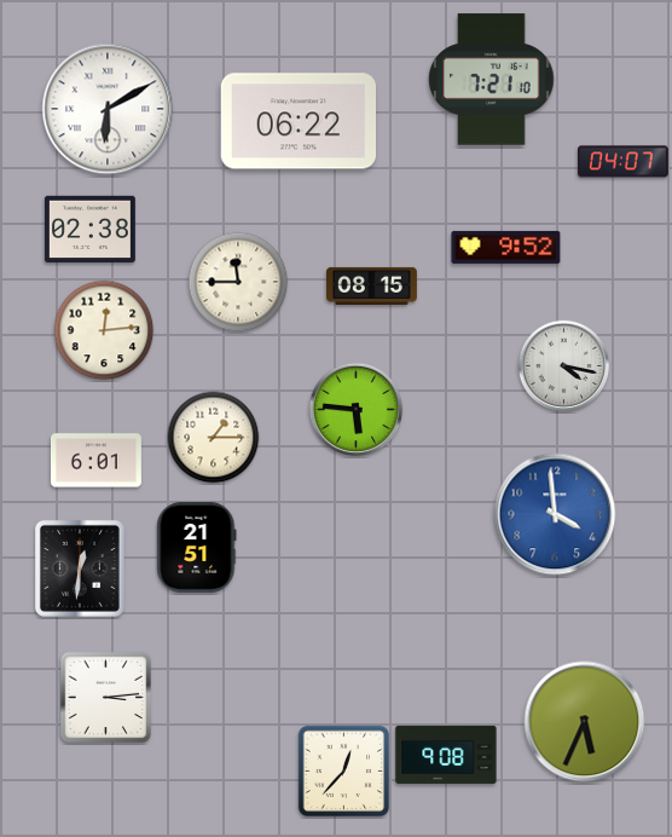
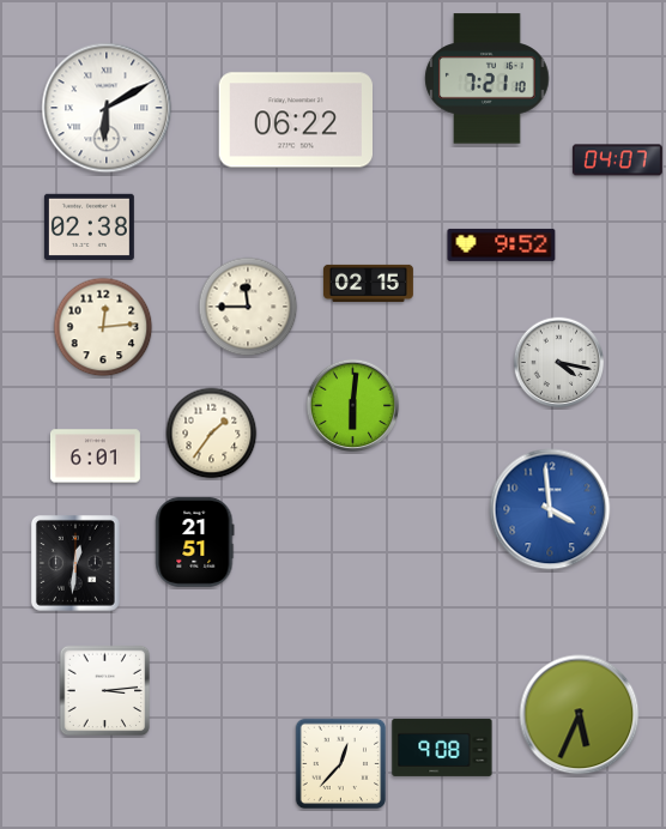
clock at (238, 282) position: (238, 282) -> (248, 307)
clock at (371, 285): 08:15 -> 02:15
clock at (357, 410): 5:46 -> 6:01
clock at (214, 438): 1:15 -> 1:36
clock at (80, 568) position: (80, 568) -> (75, 563)
